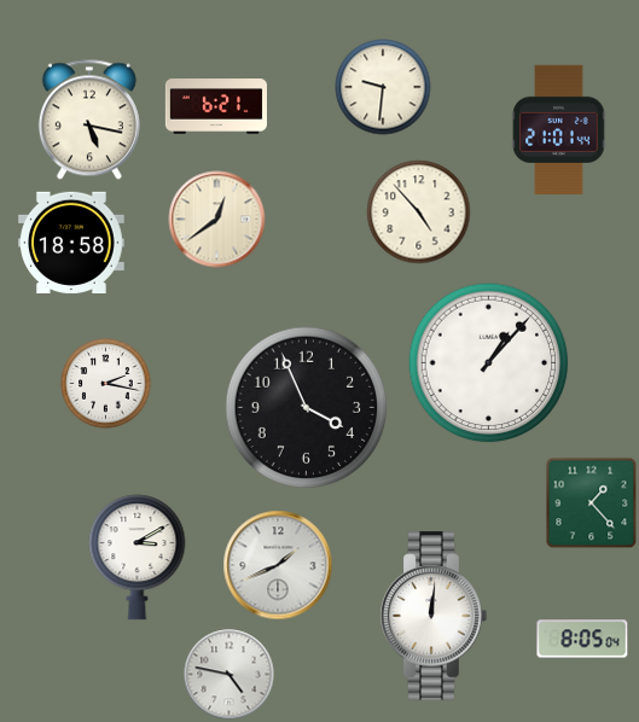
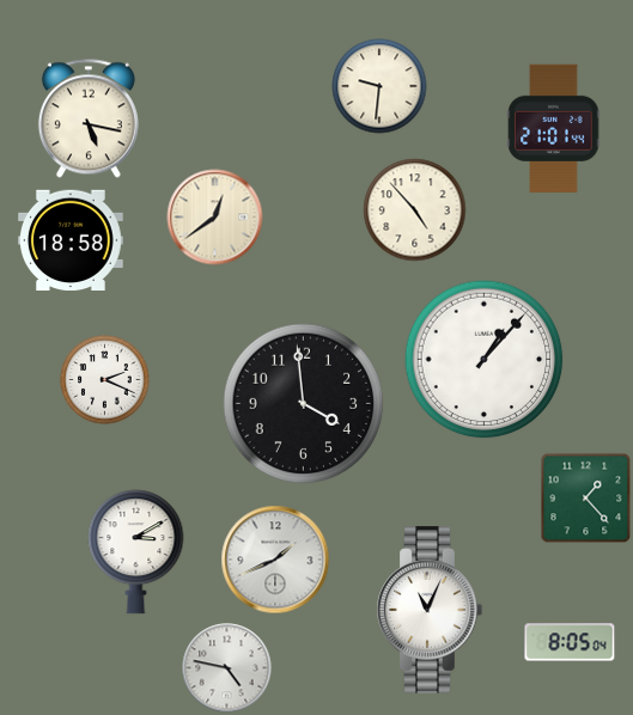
clock at (216, 106): 6:21 -> none
clock at (106, 384): 2:17 -> 2:19
clock at (307, 408): 3:56 -> 3:59
clock at (434, 616): 12:01 -> 11:04
clock at (582, 639) position: (582, 639) -> (570, 642)
